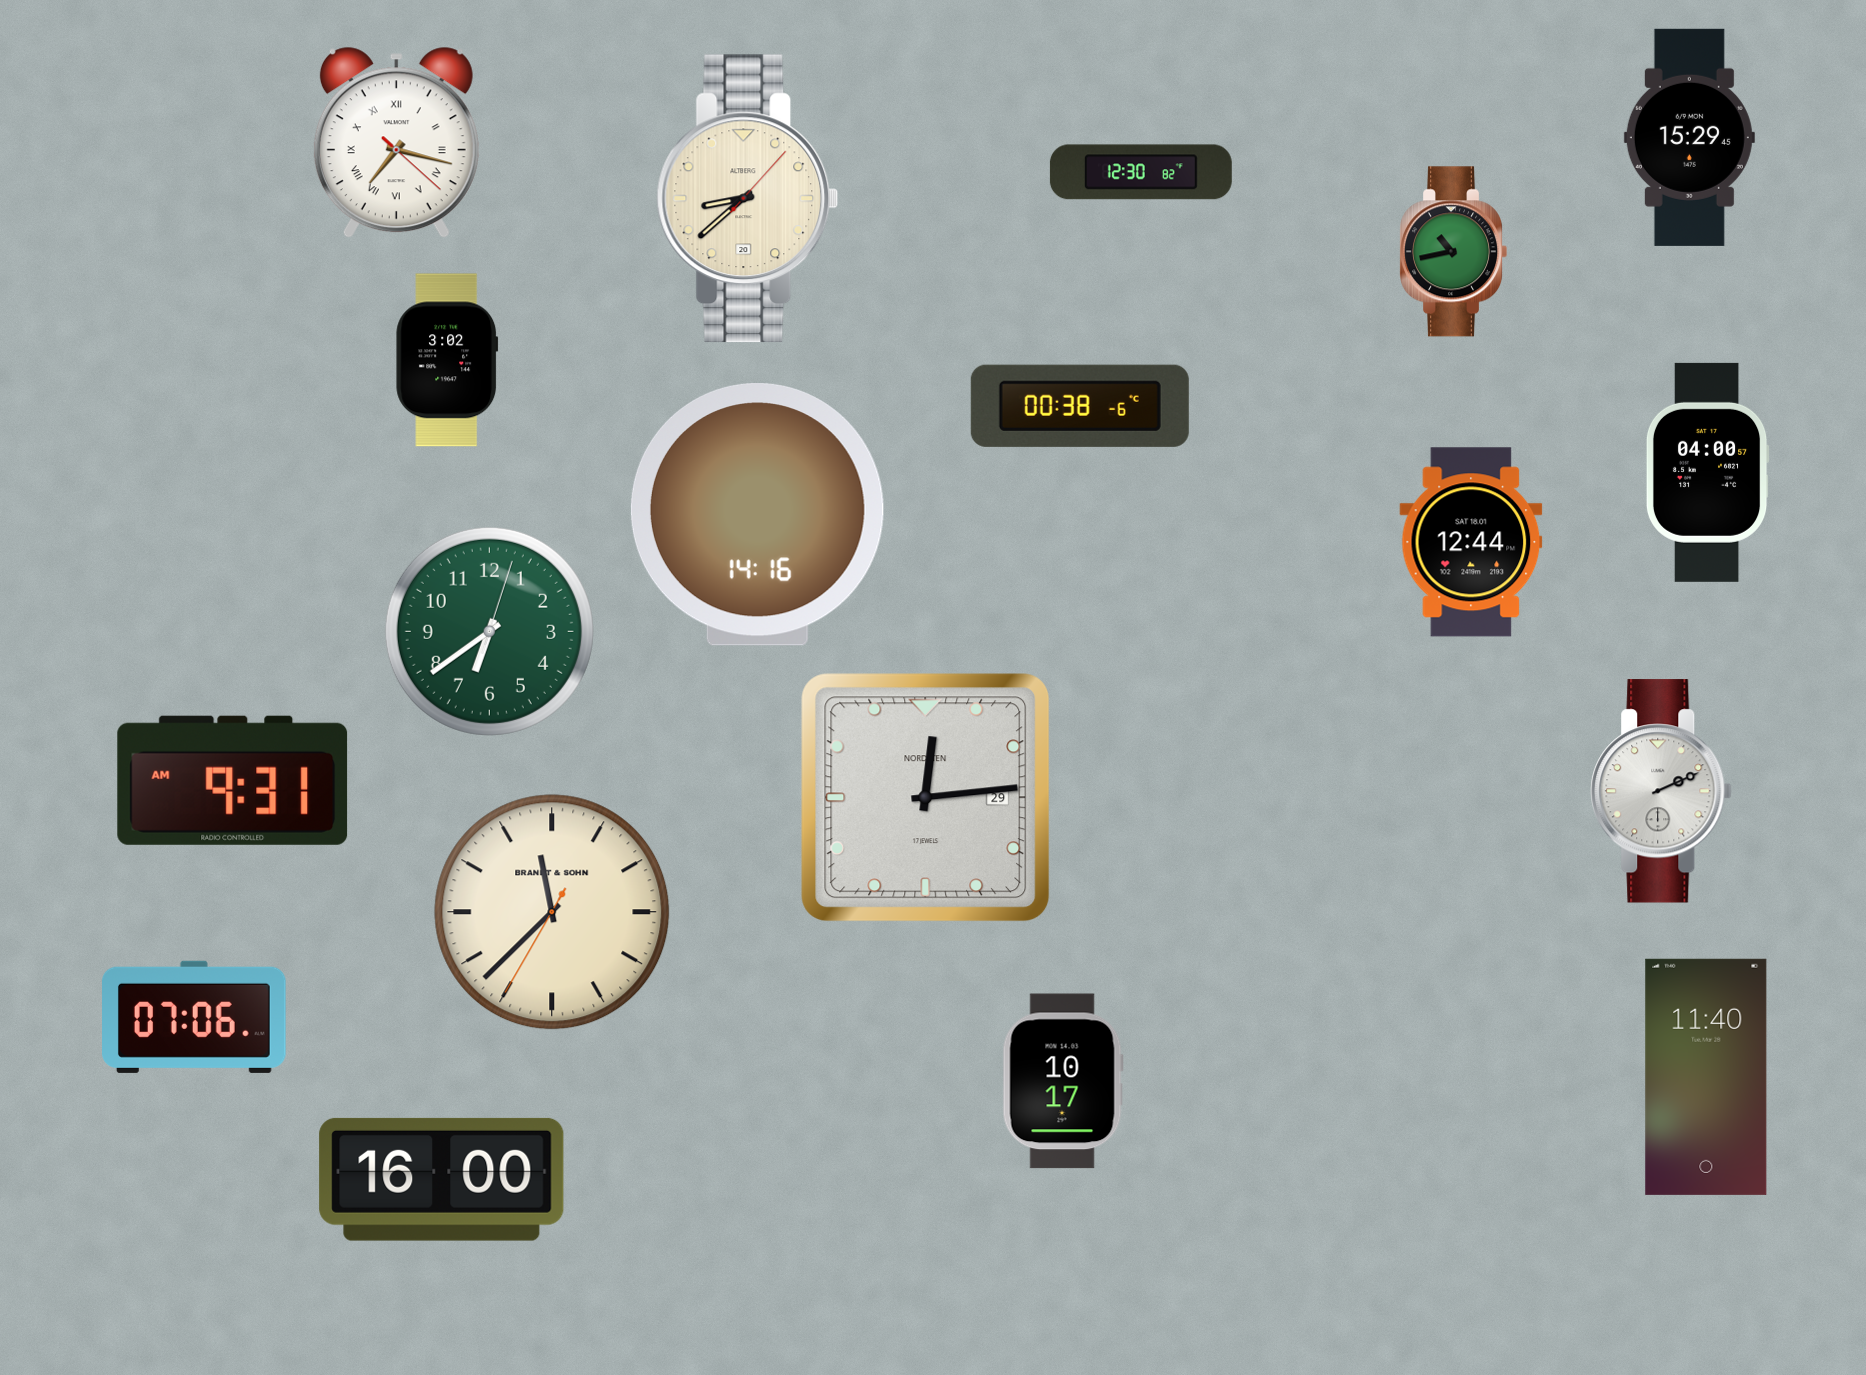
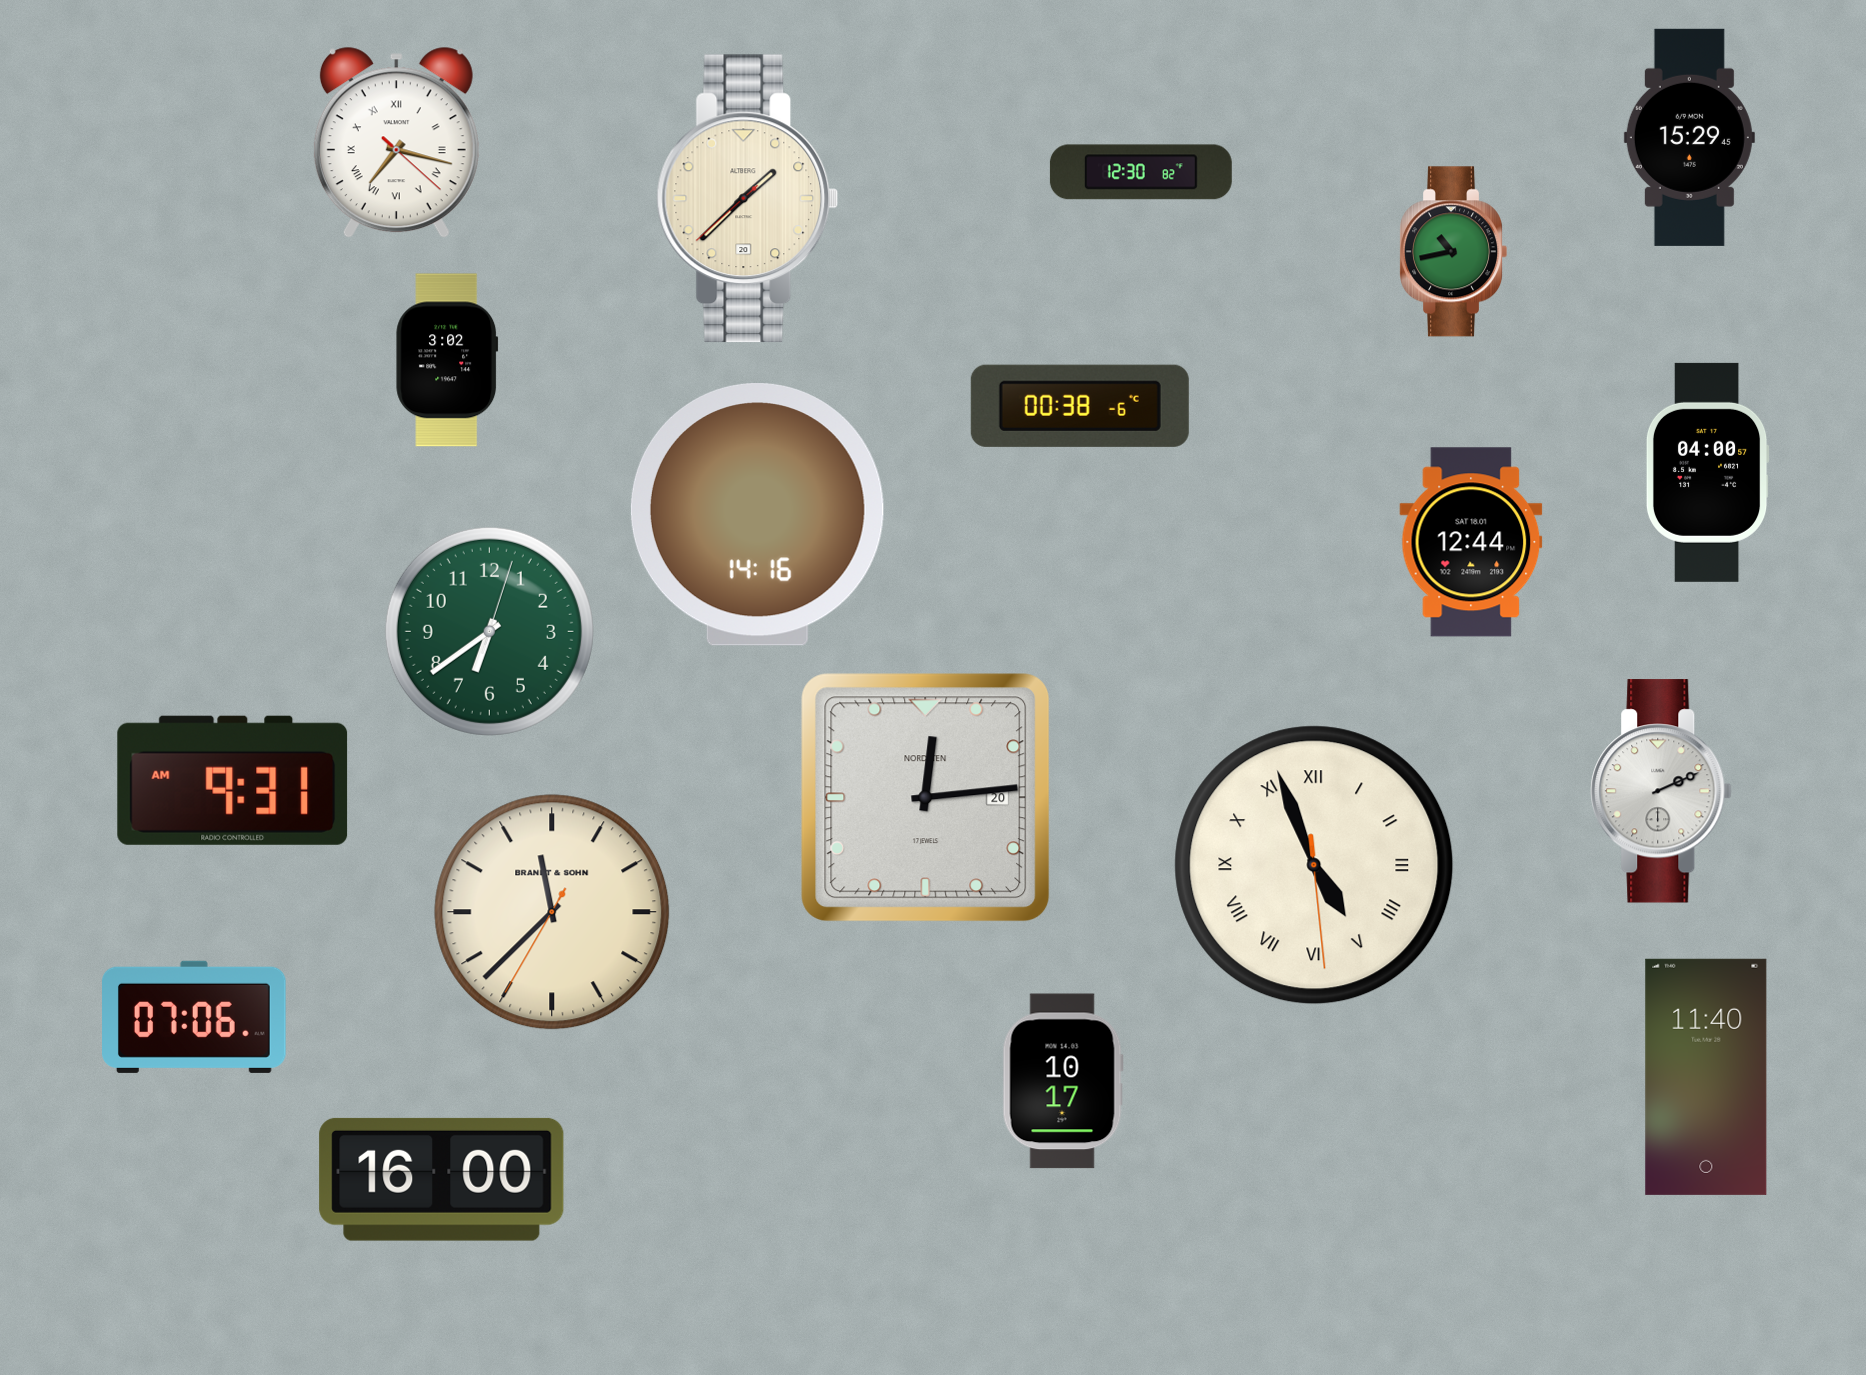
clock at (748, 199): 8:38 -> 1:37
clock at (926, 798) date: 29 -> 20
clock at (1314, 865): none -> 4:56
